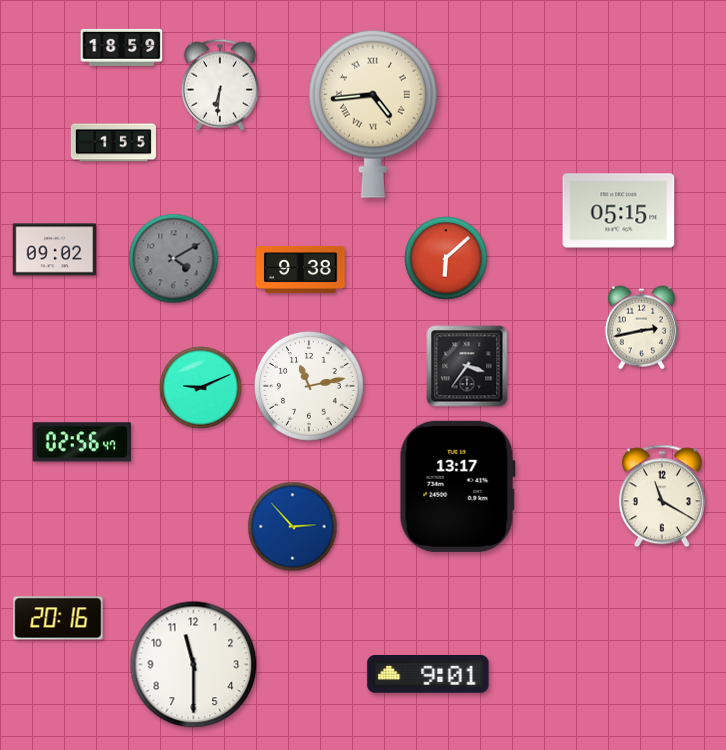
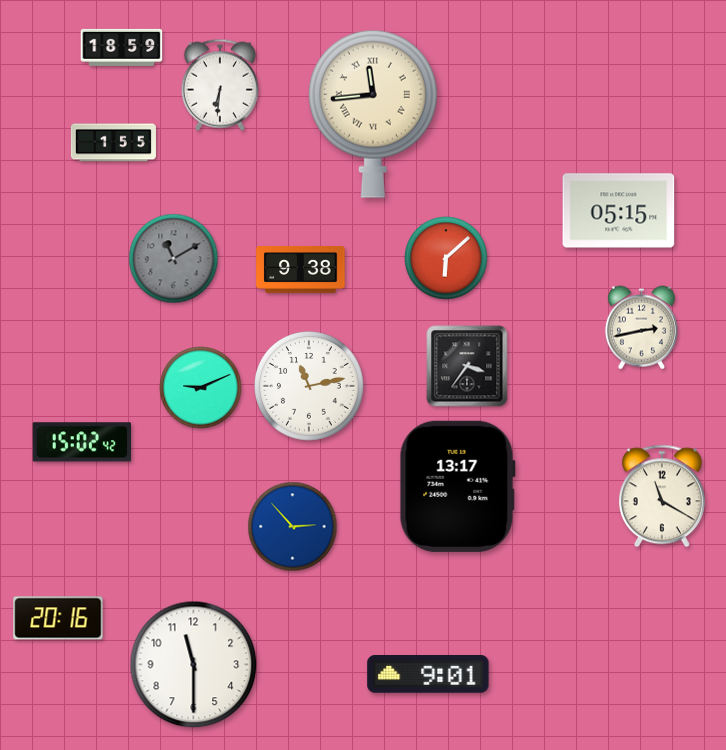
clock at (373, 114): 4:44 -> 11:44
clock at (55, 250): 09:02 -> none
clock at (174, 259): 4:10 -> 11:10
clock at (82, 442): 02:56 -> 15:02
